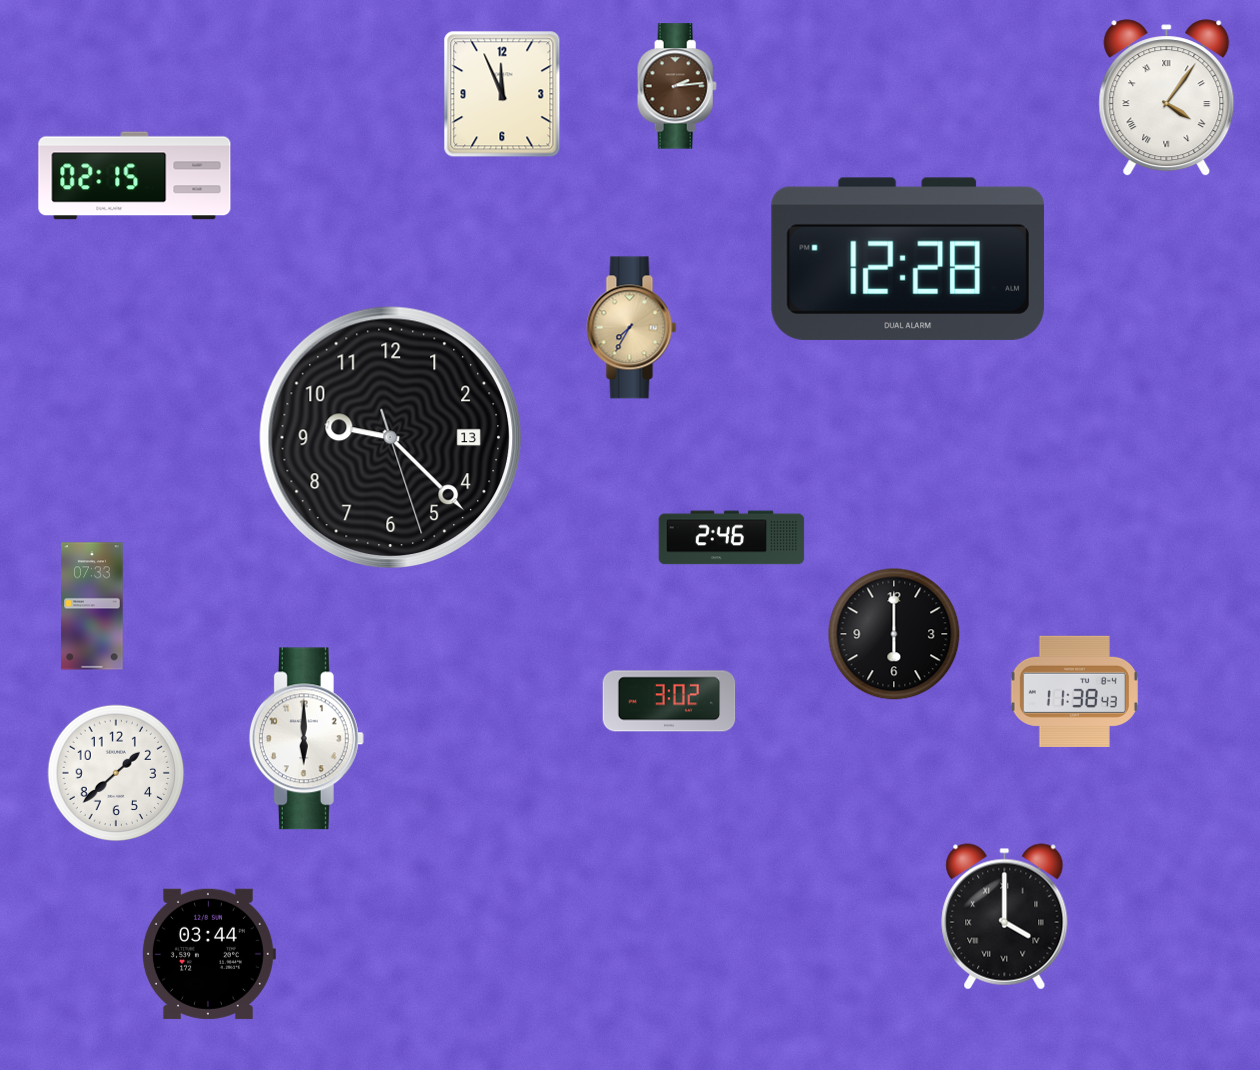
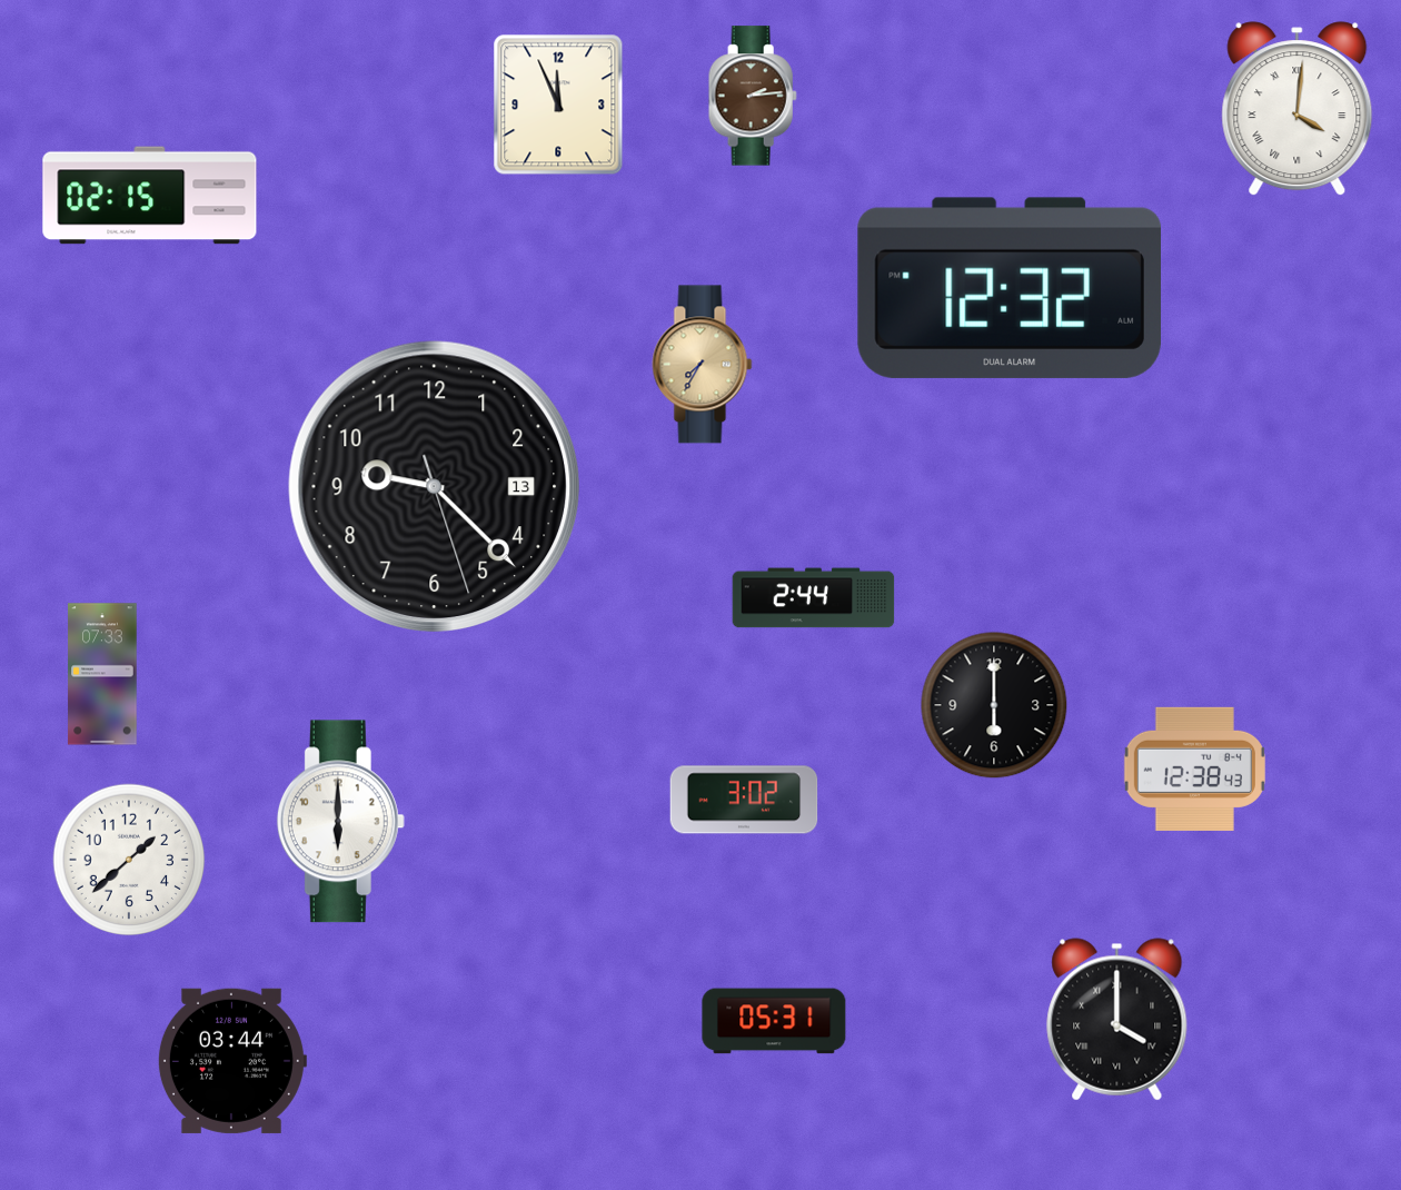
clock at (1167, 98): 4:06 -> 4:01
clock at (908, 259): 12:28 -> 12:32
clock at (732, 538): 2:46 -> 2:44
clock at (1074, 691): 11:38 -> 12:38
clock at (669, 701) position: (669, 701) -> (744, 800)
clock at (774, 1021): none -> 05:31
